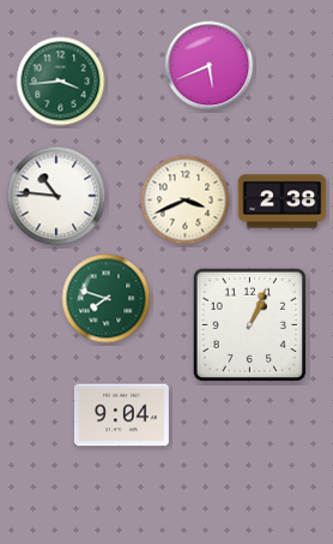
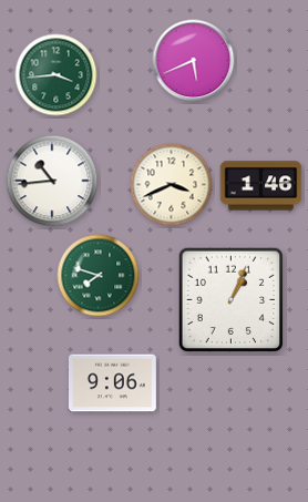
clock at (56, 196): 10:46 -> 10:44
clock at (283, 202): 2:38 -> 1:46
clock at (121, 416): 9:04 -> 9:06
